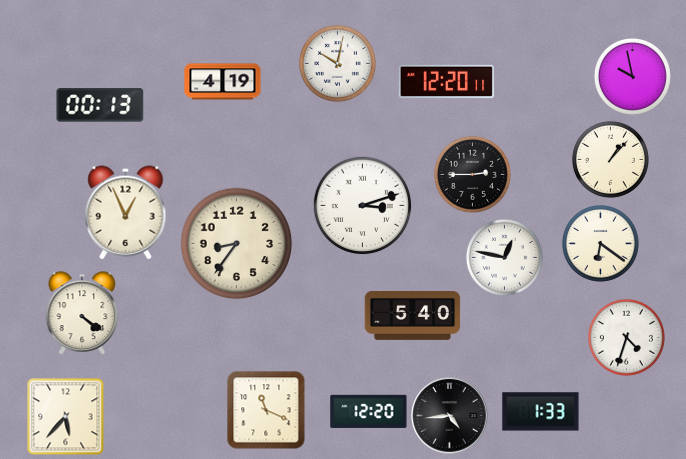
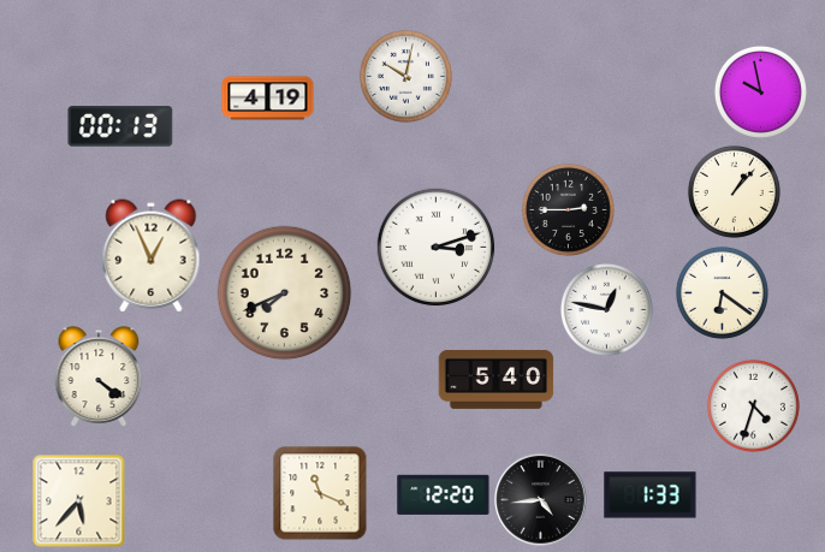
clock at (447, 82): 12:20 -> none
clock at (237, 244): 8:36 -> 7:41
